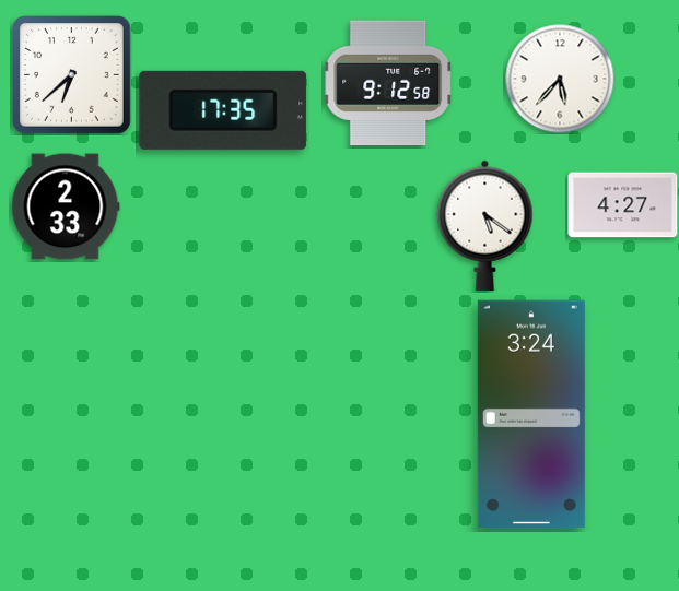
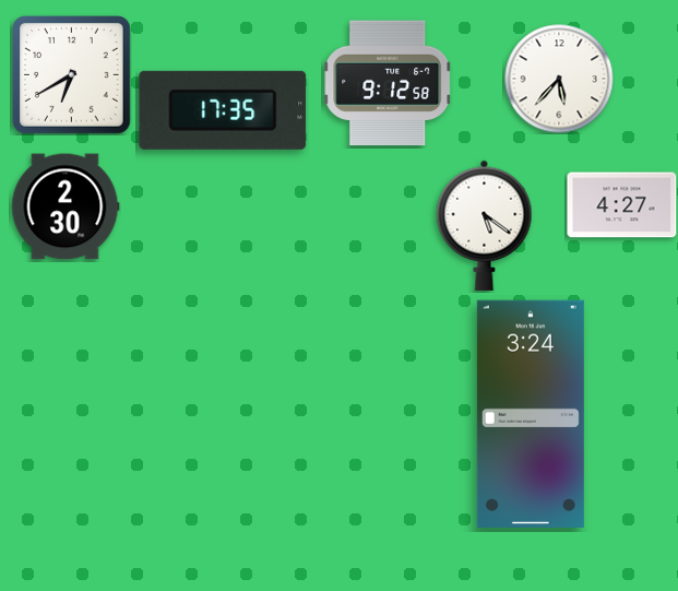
clock at (72, 75): 6:38 -> 6:40
clock at (66, 206): 2:33 -> 2:30
